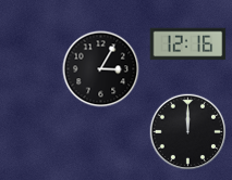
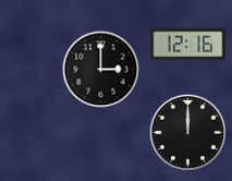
clock at (101, 69): 3:05 -> 3:00
